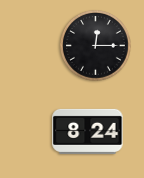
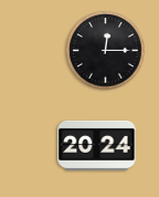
clock at (88, 131): 8:24 -> 20:24
